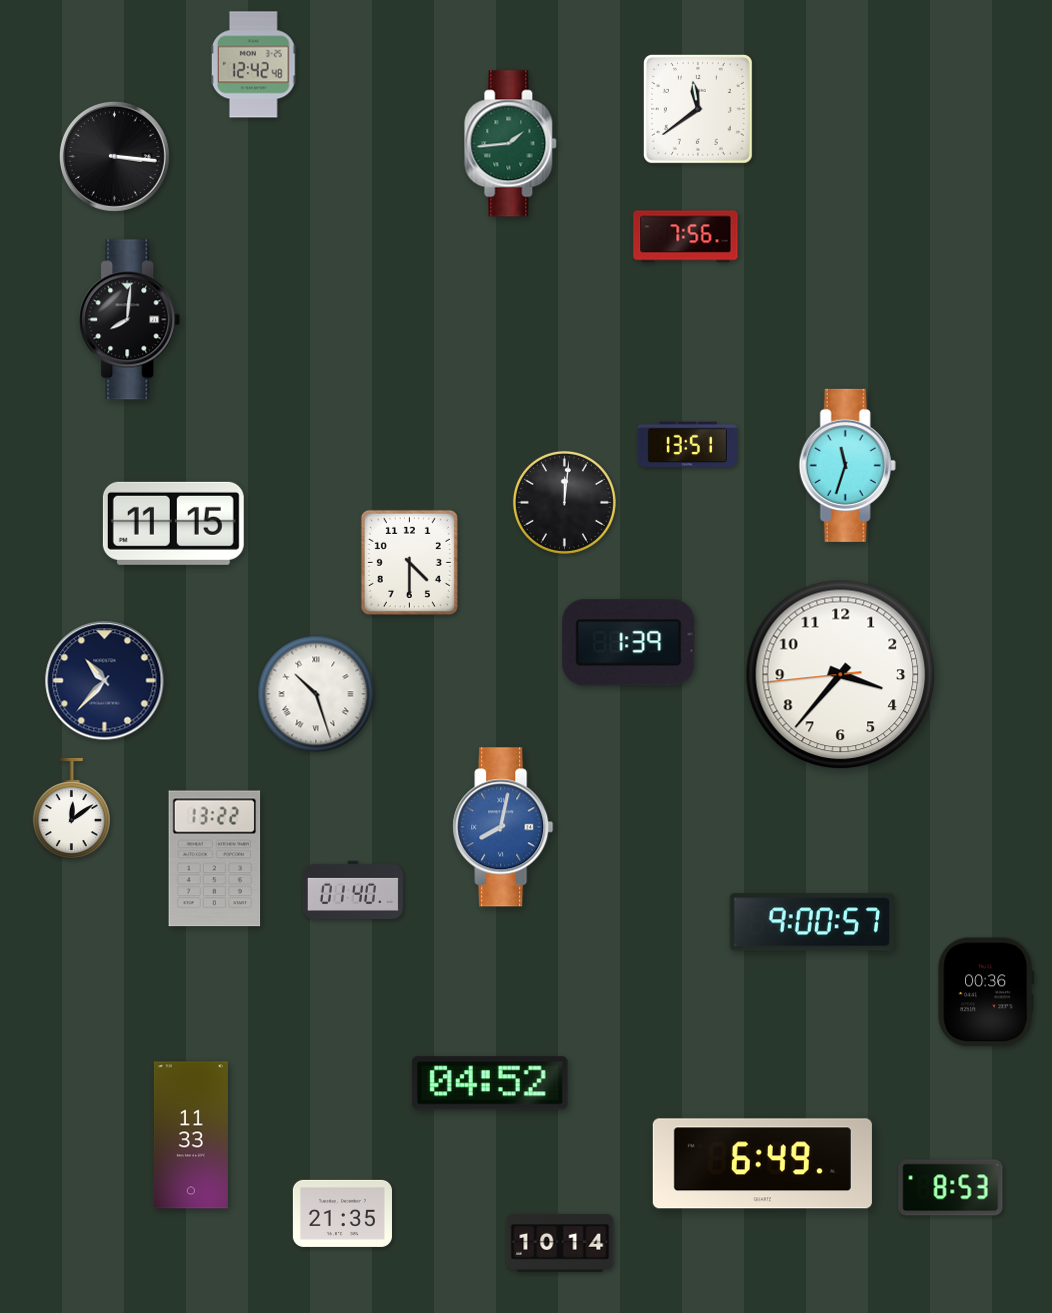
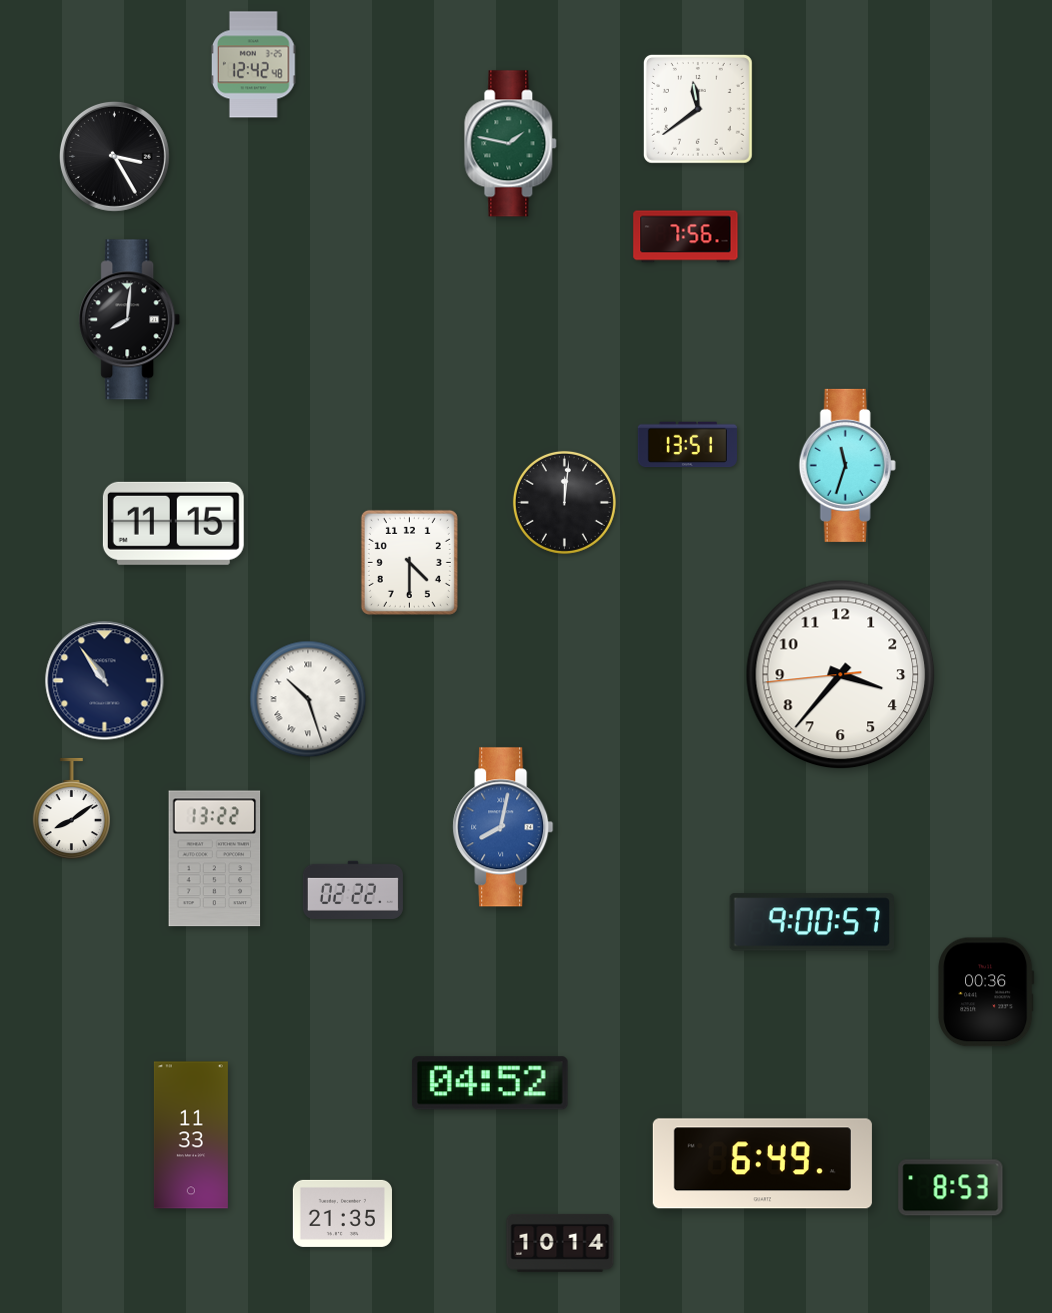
clock at (511, 144): 1:44 -> 1:47
clock at (114, 156): 3:16 -> 3:25
clock at (629, 643): 1:39 -> none
clock at (105, 681): 10:37 -> 10:54
clock at (316, 694) position: (316, 694) -> (308, 699)
clock at (71, 809): 12:09 -> 8:09
clock at (353, 889): 01:40 -> 02:22
